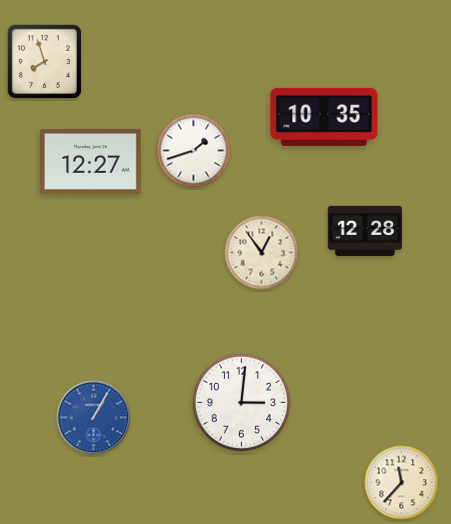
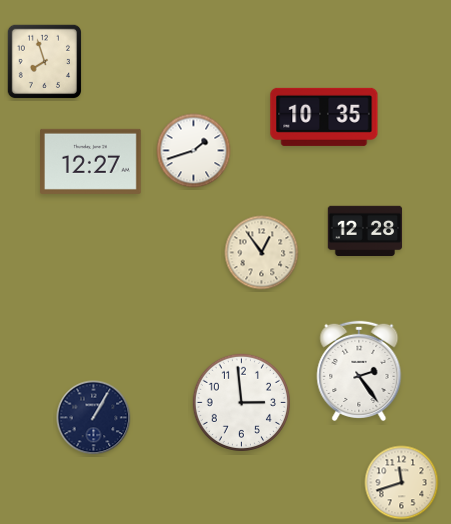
clock at (359, 371): none -> 2:24
clock at (241, 402): 3:01 -> 2:59
clock at (94, 418) dial: blue -> navy
clock at (402, 483): 11:37 -> 11:42
